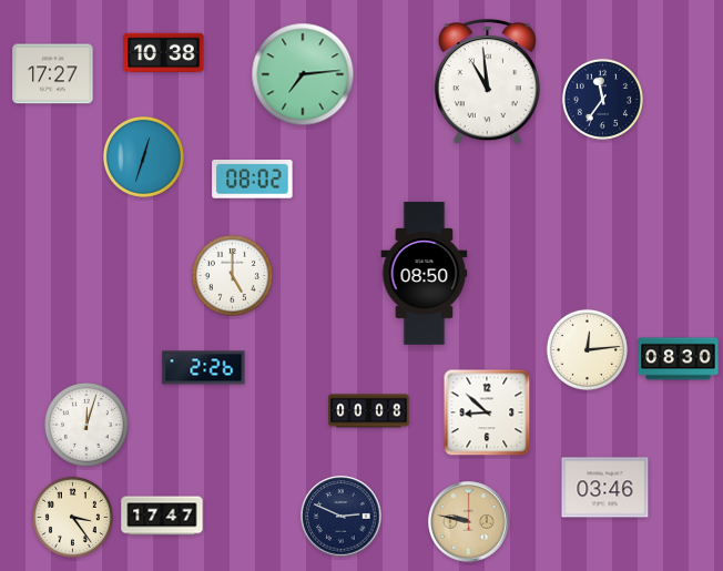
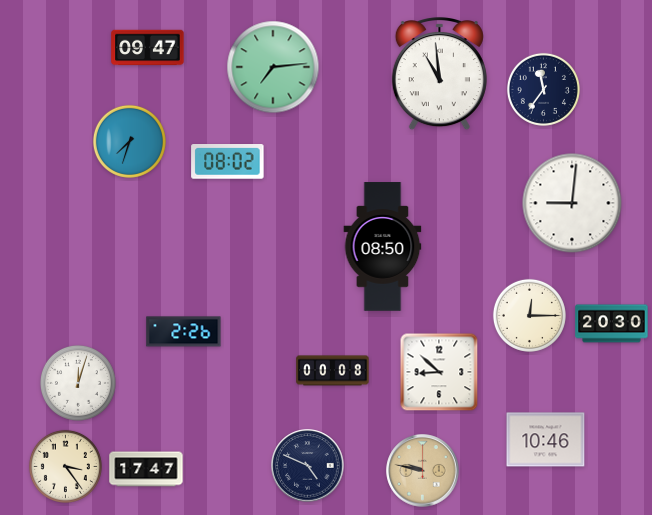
clock at (164, 53): 10:38 -> 09:47
clock at (53, 74): 17:27 -> none
clock at (143, 156): 12:33 -> 7:33
clock at (572, 203): none -> 9:01
clock at (232, 275): 5:00 -> none
clock at (587, 349): 12:14 -> 12:15
clock at (679, 359): 08:30 -> 20:30
clock at (605, 488): 03:46 -> 10:46
clock at (162, 516) position: (162, 516) -> (146, 469)
clock at (342, 517): 2:49 -> 4:49
